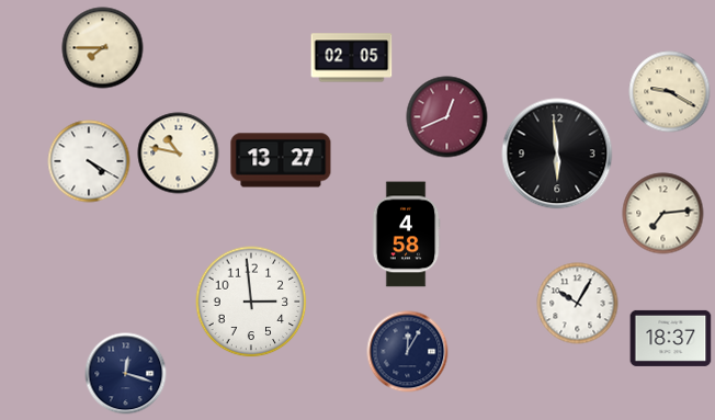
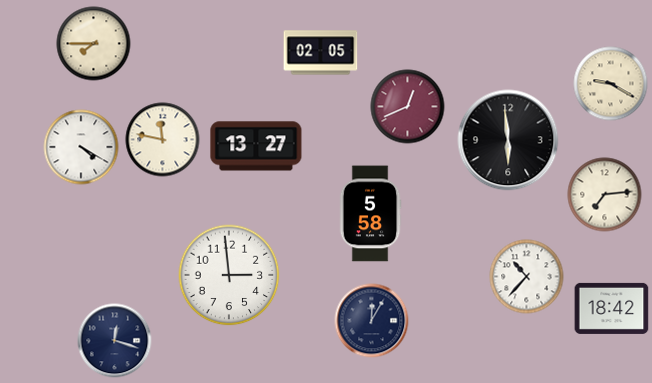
clock at (179, 154): 10:47 -> 11:47
clock at (406, 235): 4:58 -> 5:58
clock at (578, 304): 10:05 -> 10:37
clock at (671, 338): 18:37 -> 18:42
